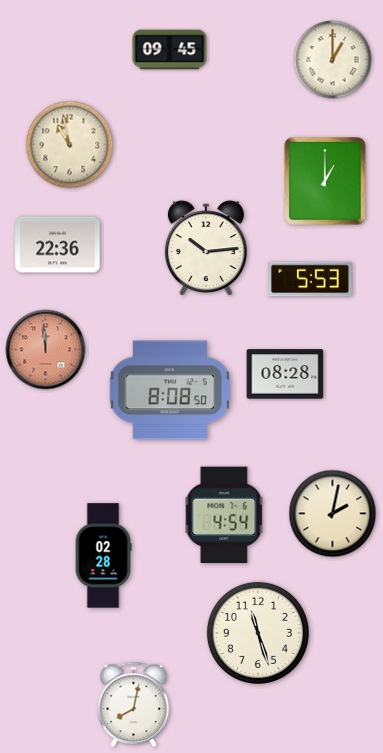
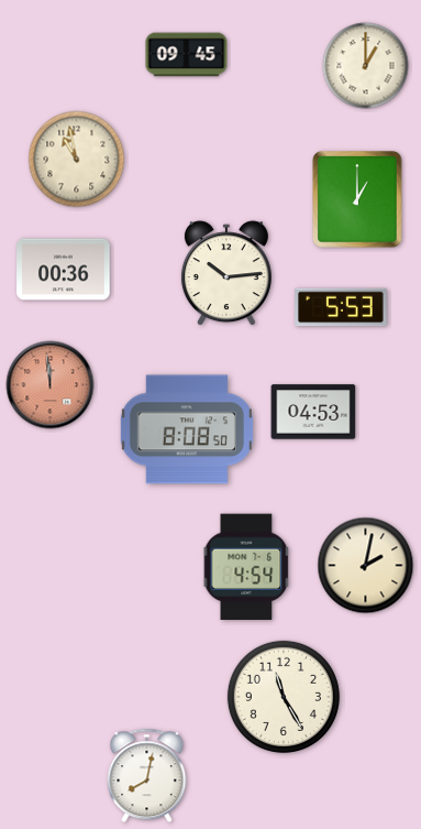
clock at (58, 245): 22:36 -> 00:36
clock at (285, 374): 08:28 -> 04:53
clock at (103, 556): 02:28 -> none
clock at (258, 633): 11:27 -> 11:25
